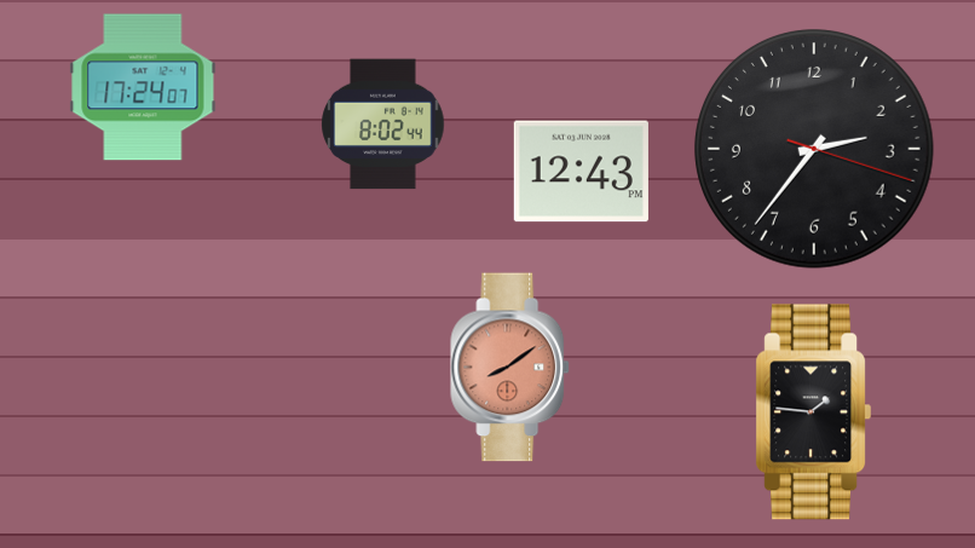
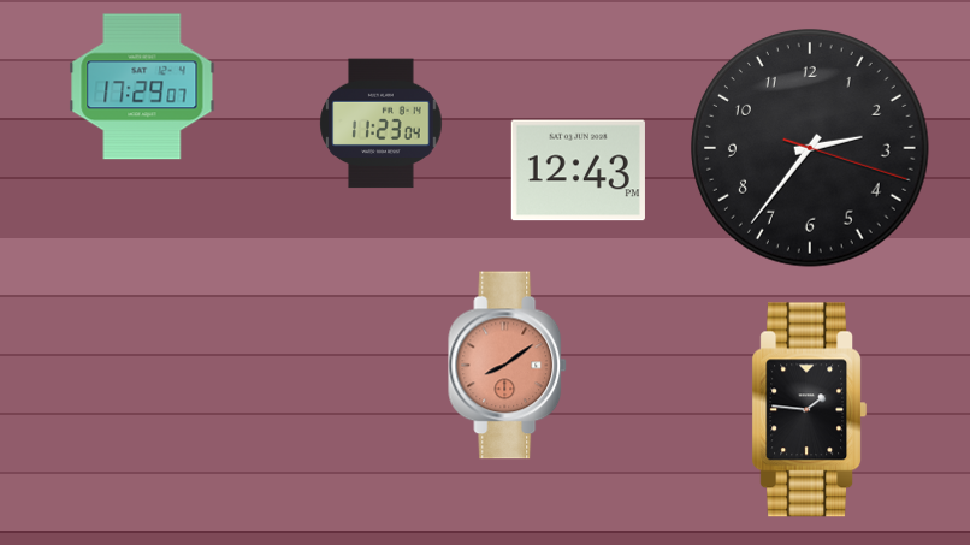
clock at (143, 87): 17:24 -> 17:29
clock at (383, 125): 8:02 -> 11:23
